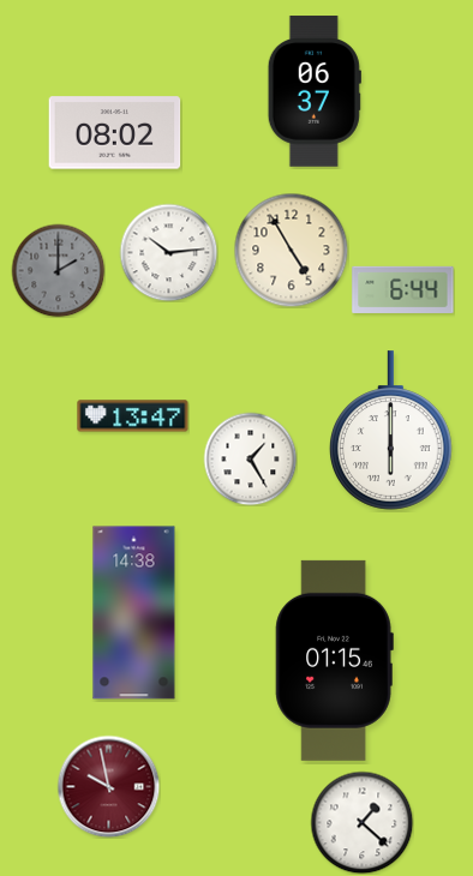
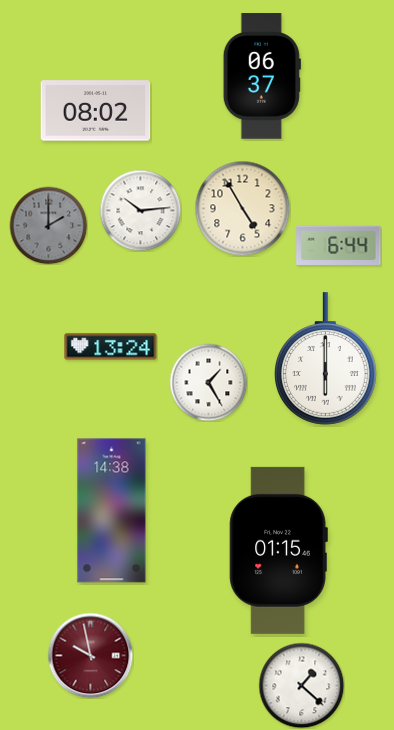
clock at (403, 289) position: (403, 289) -> (339, 245)
clock at (133, 416): 13:47 -> 13:24
